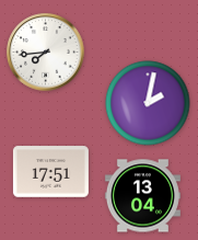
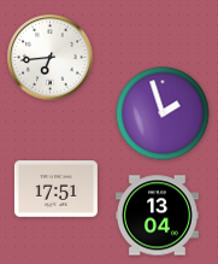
clock at (46, 53): 7:44 -> 6:44
clock at (148, 103): 2:02 -> 1:57
